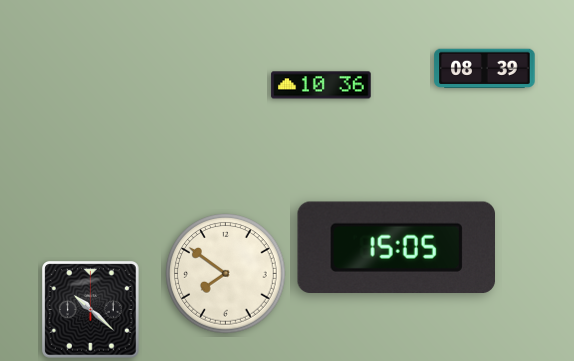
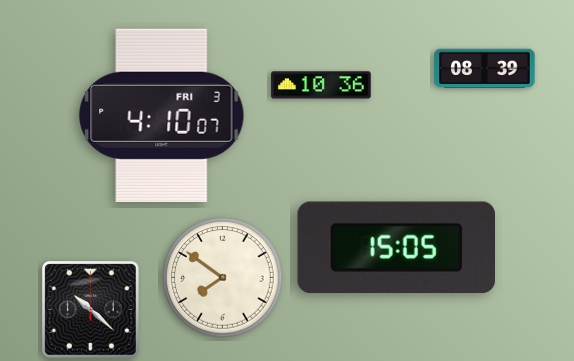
clock at (162, 115): none -> 4:10
clock at (226, 274) position: (226, 274) -> (223, 278)
